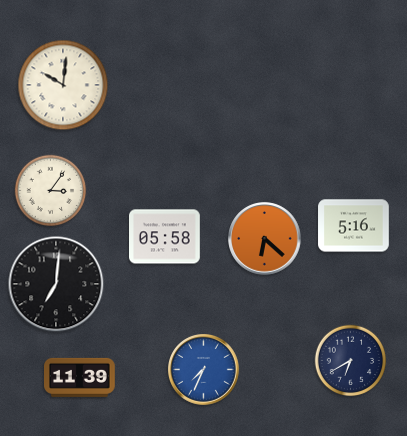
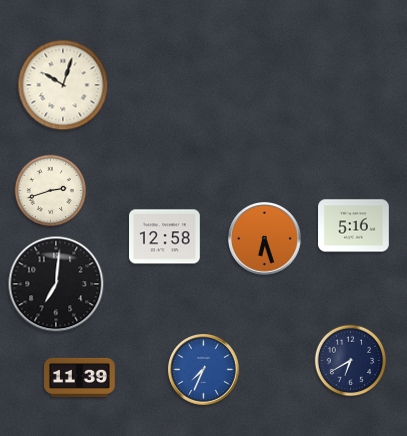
clock at (63, 85): 10:01 -> 10:03
clock at (51, 191): 3:06 -> 2:42
clock at (165, 237): 05:58 -> 12:58
clock at (265, 239): 6:22 -> 6:27
